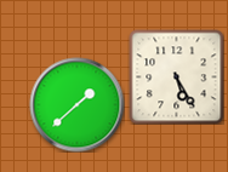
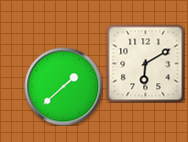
clock at (176, 76): 5:25 -> 6:10
